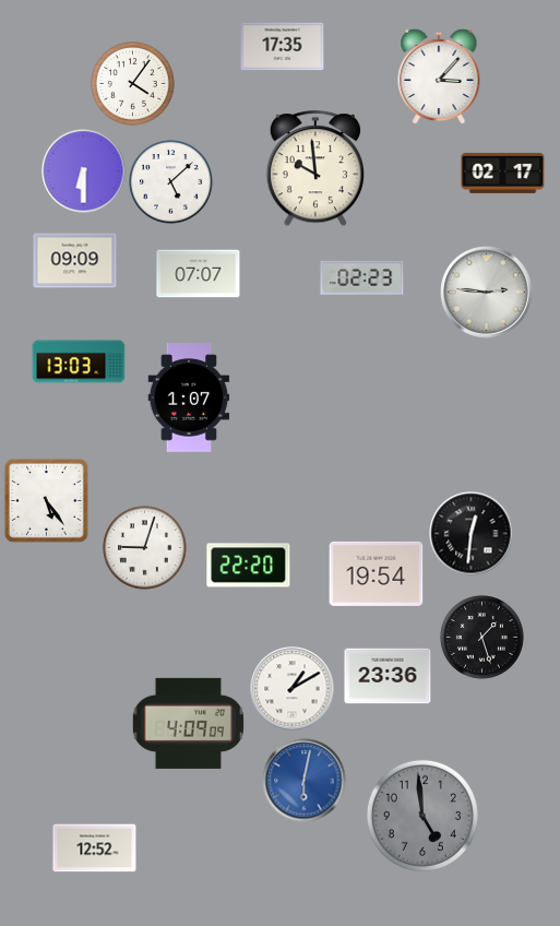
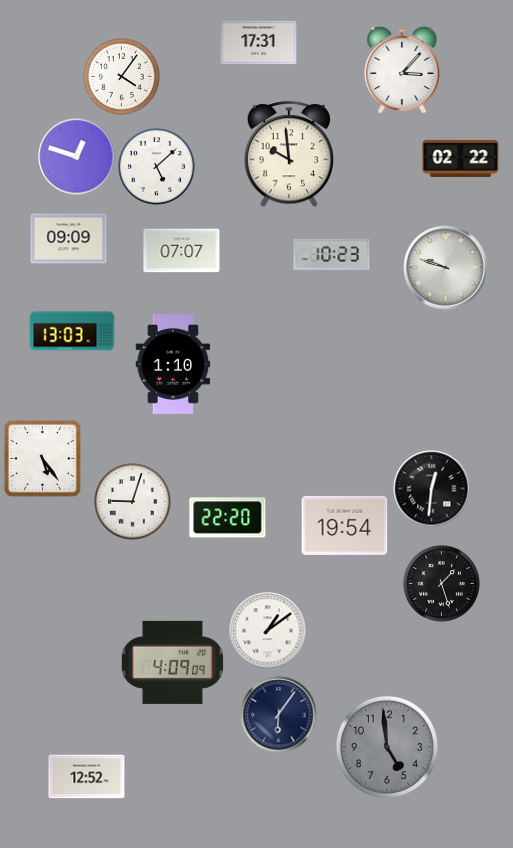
clock at (283, 47): 17:35 -> 17:31
clock at (84, 171): 6:30 -> 12:48
clock at (503, 173): 02:17 -> 02:22
clock at (362, 277): 02:23 -> 10:23
clock at (487, 293): 2:46 -> 9:48
clock at (189, 399): 1:07 -> 1:10
clock at (388, 676): 23:36 -> none
clock at (293, 689): 1:10 -> 1:09
clock at (305, 781): 6:02 -> 6:06
clock at (305, 781) dial: blue -> navy
